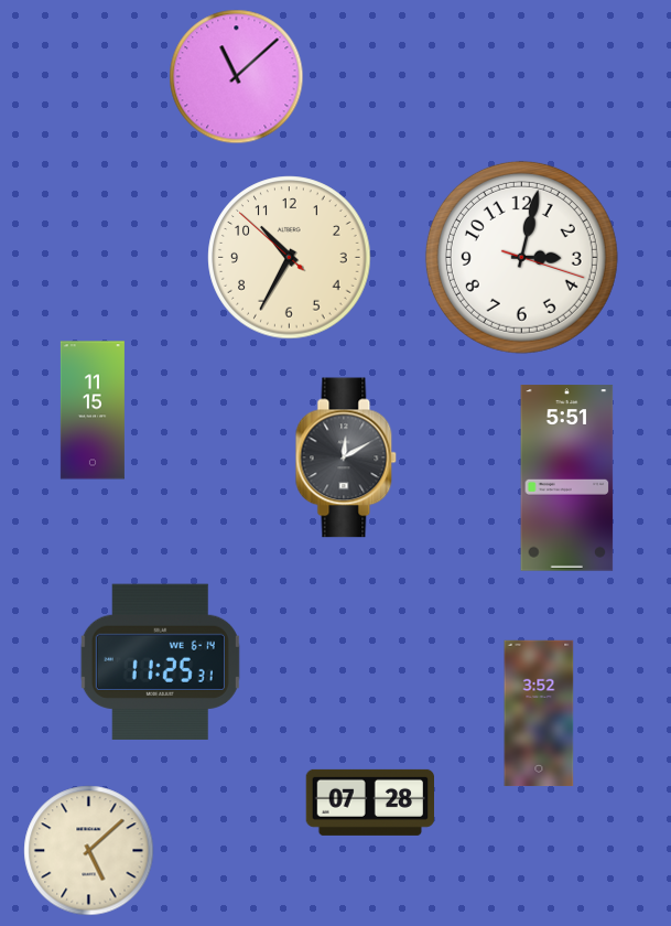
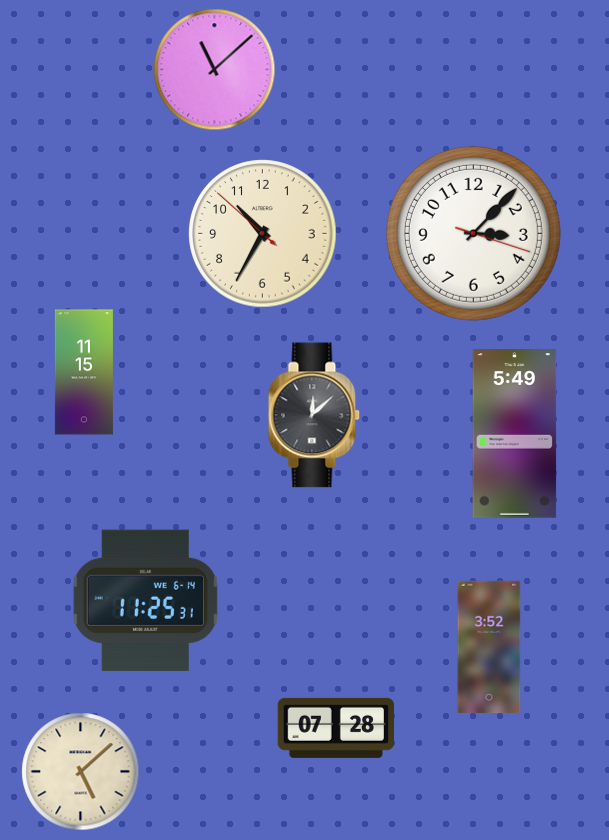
clock at (521, 257): 3:02 -> 3:07
clock at (346, 457): 12:10 -> 12:08
clock at (567, 478): 5:51 -> 5:49
